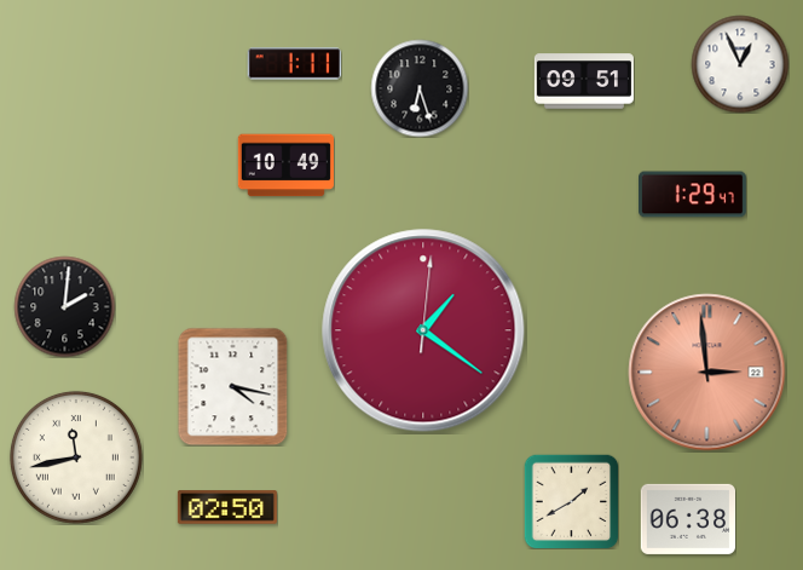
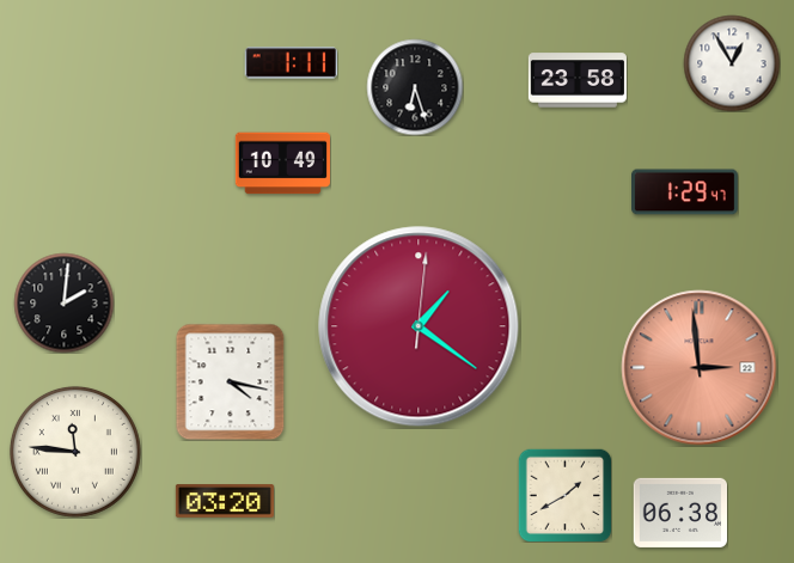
clock at (740, 64): 12:56 -> 12:55
clock at (584, 81): 09:51 -> 23:58
clock at (76, 457): 11:43 -> 11:46
clock at (227, 507): 02:50 -> 03:20
